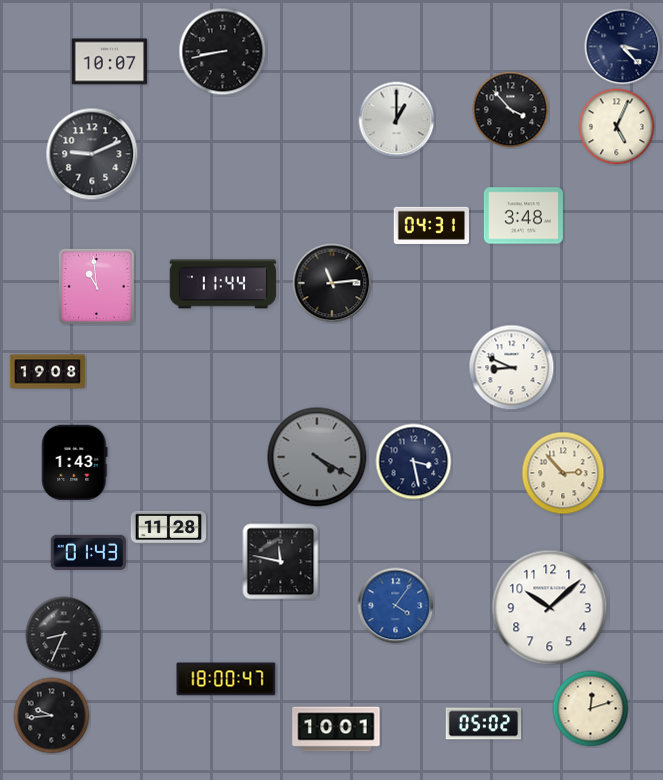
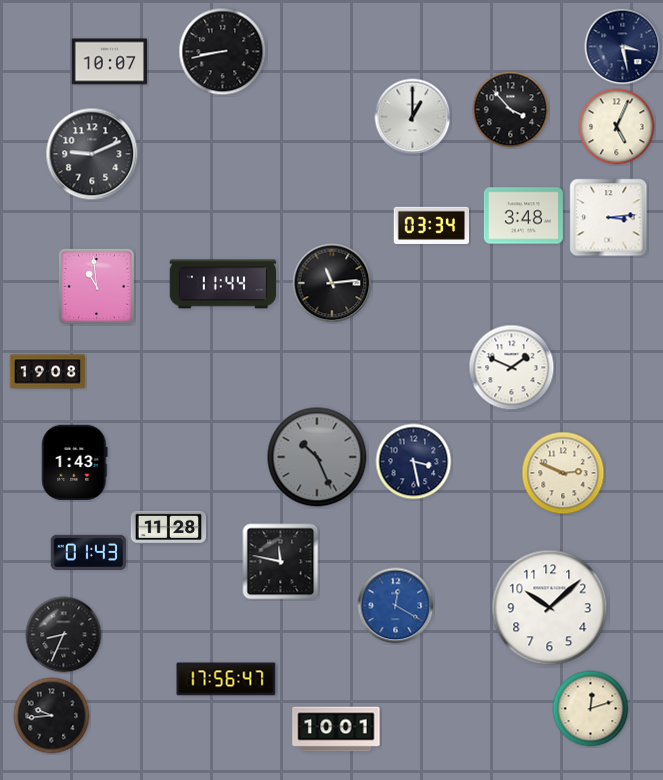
clock at (623, 47): 3:23 -> 3:28
clock at (397, 120) position: (397, 120) -> (413, 117)
clock at (609, 218): none -> 3:14
clock at (431, 225): 04:31 -> 03:34
clock at (512, 368): 8:49 -> 1:49
clock at (317, 457): 4:20 -> 10:26
clock at (563, 473): 2:53 -> 2:49
clock at (396, 606): 4:06 -> 12:20
clock at (226, 679): 18:00 -> 17:56
clock at (484, 724): 05:02 -> none
